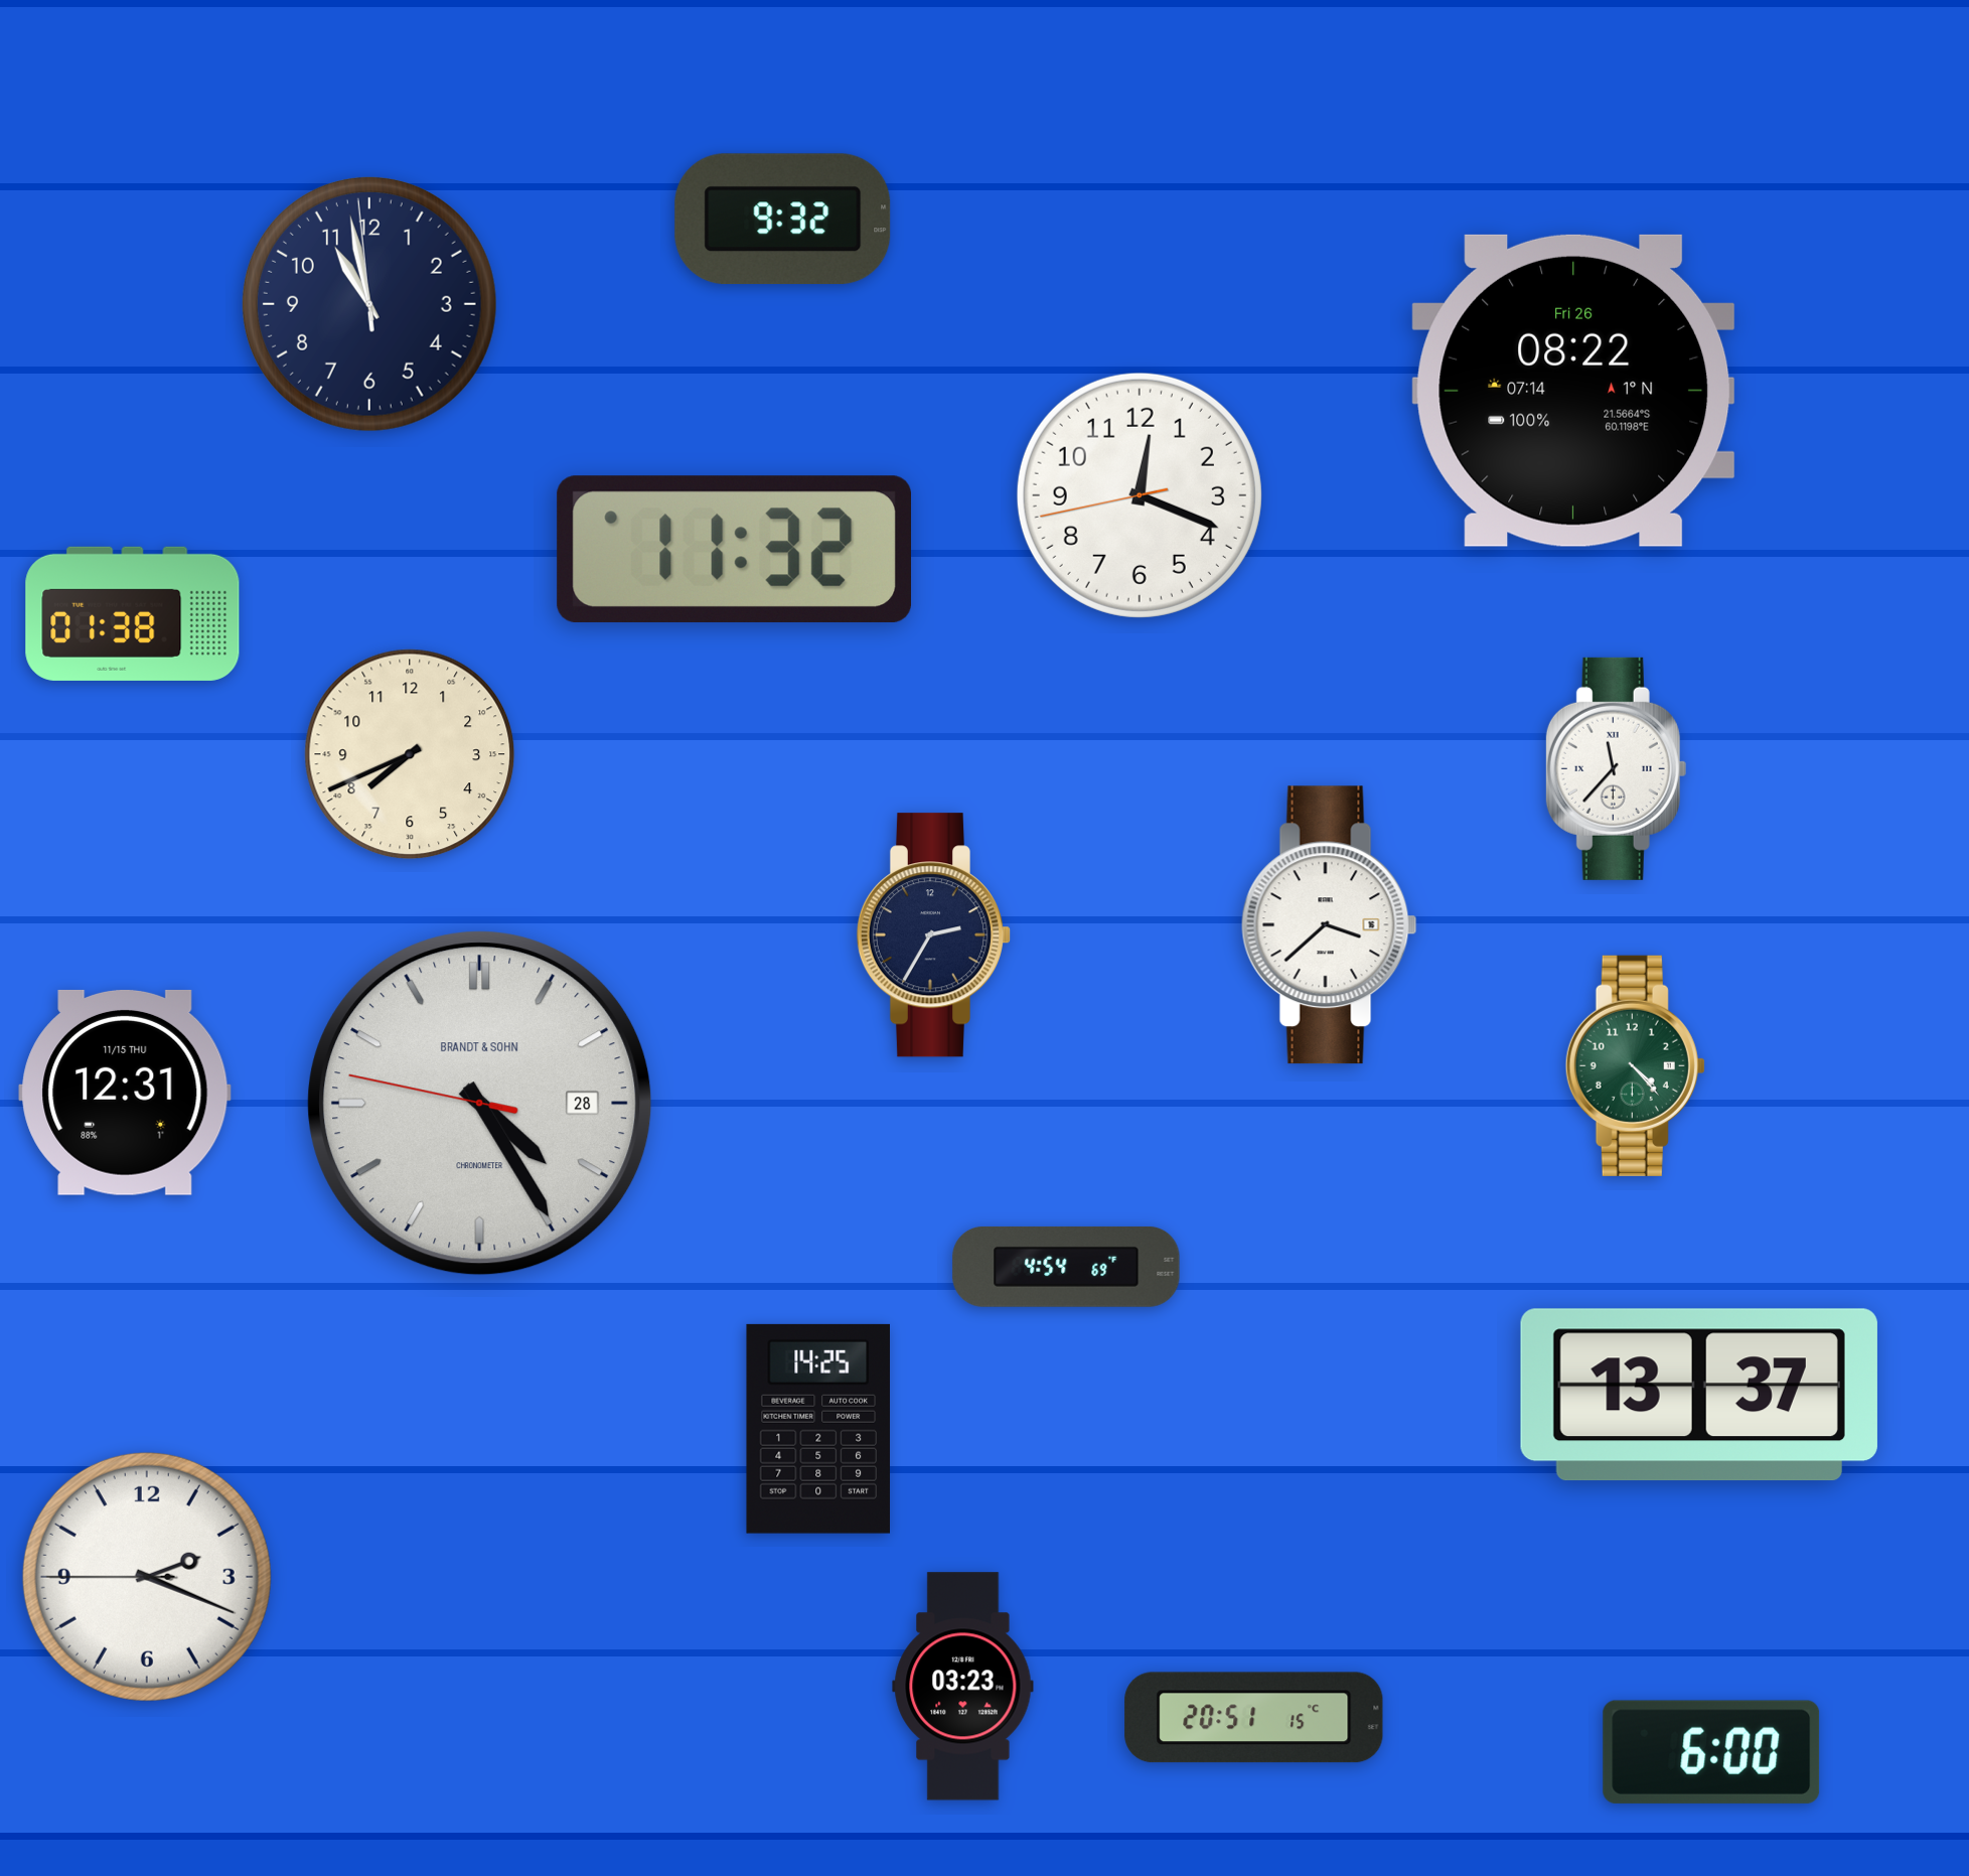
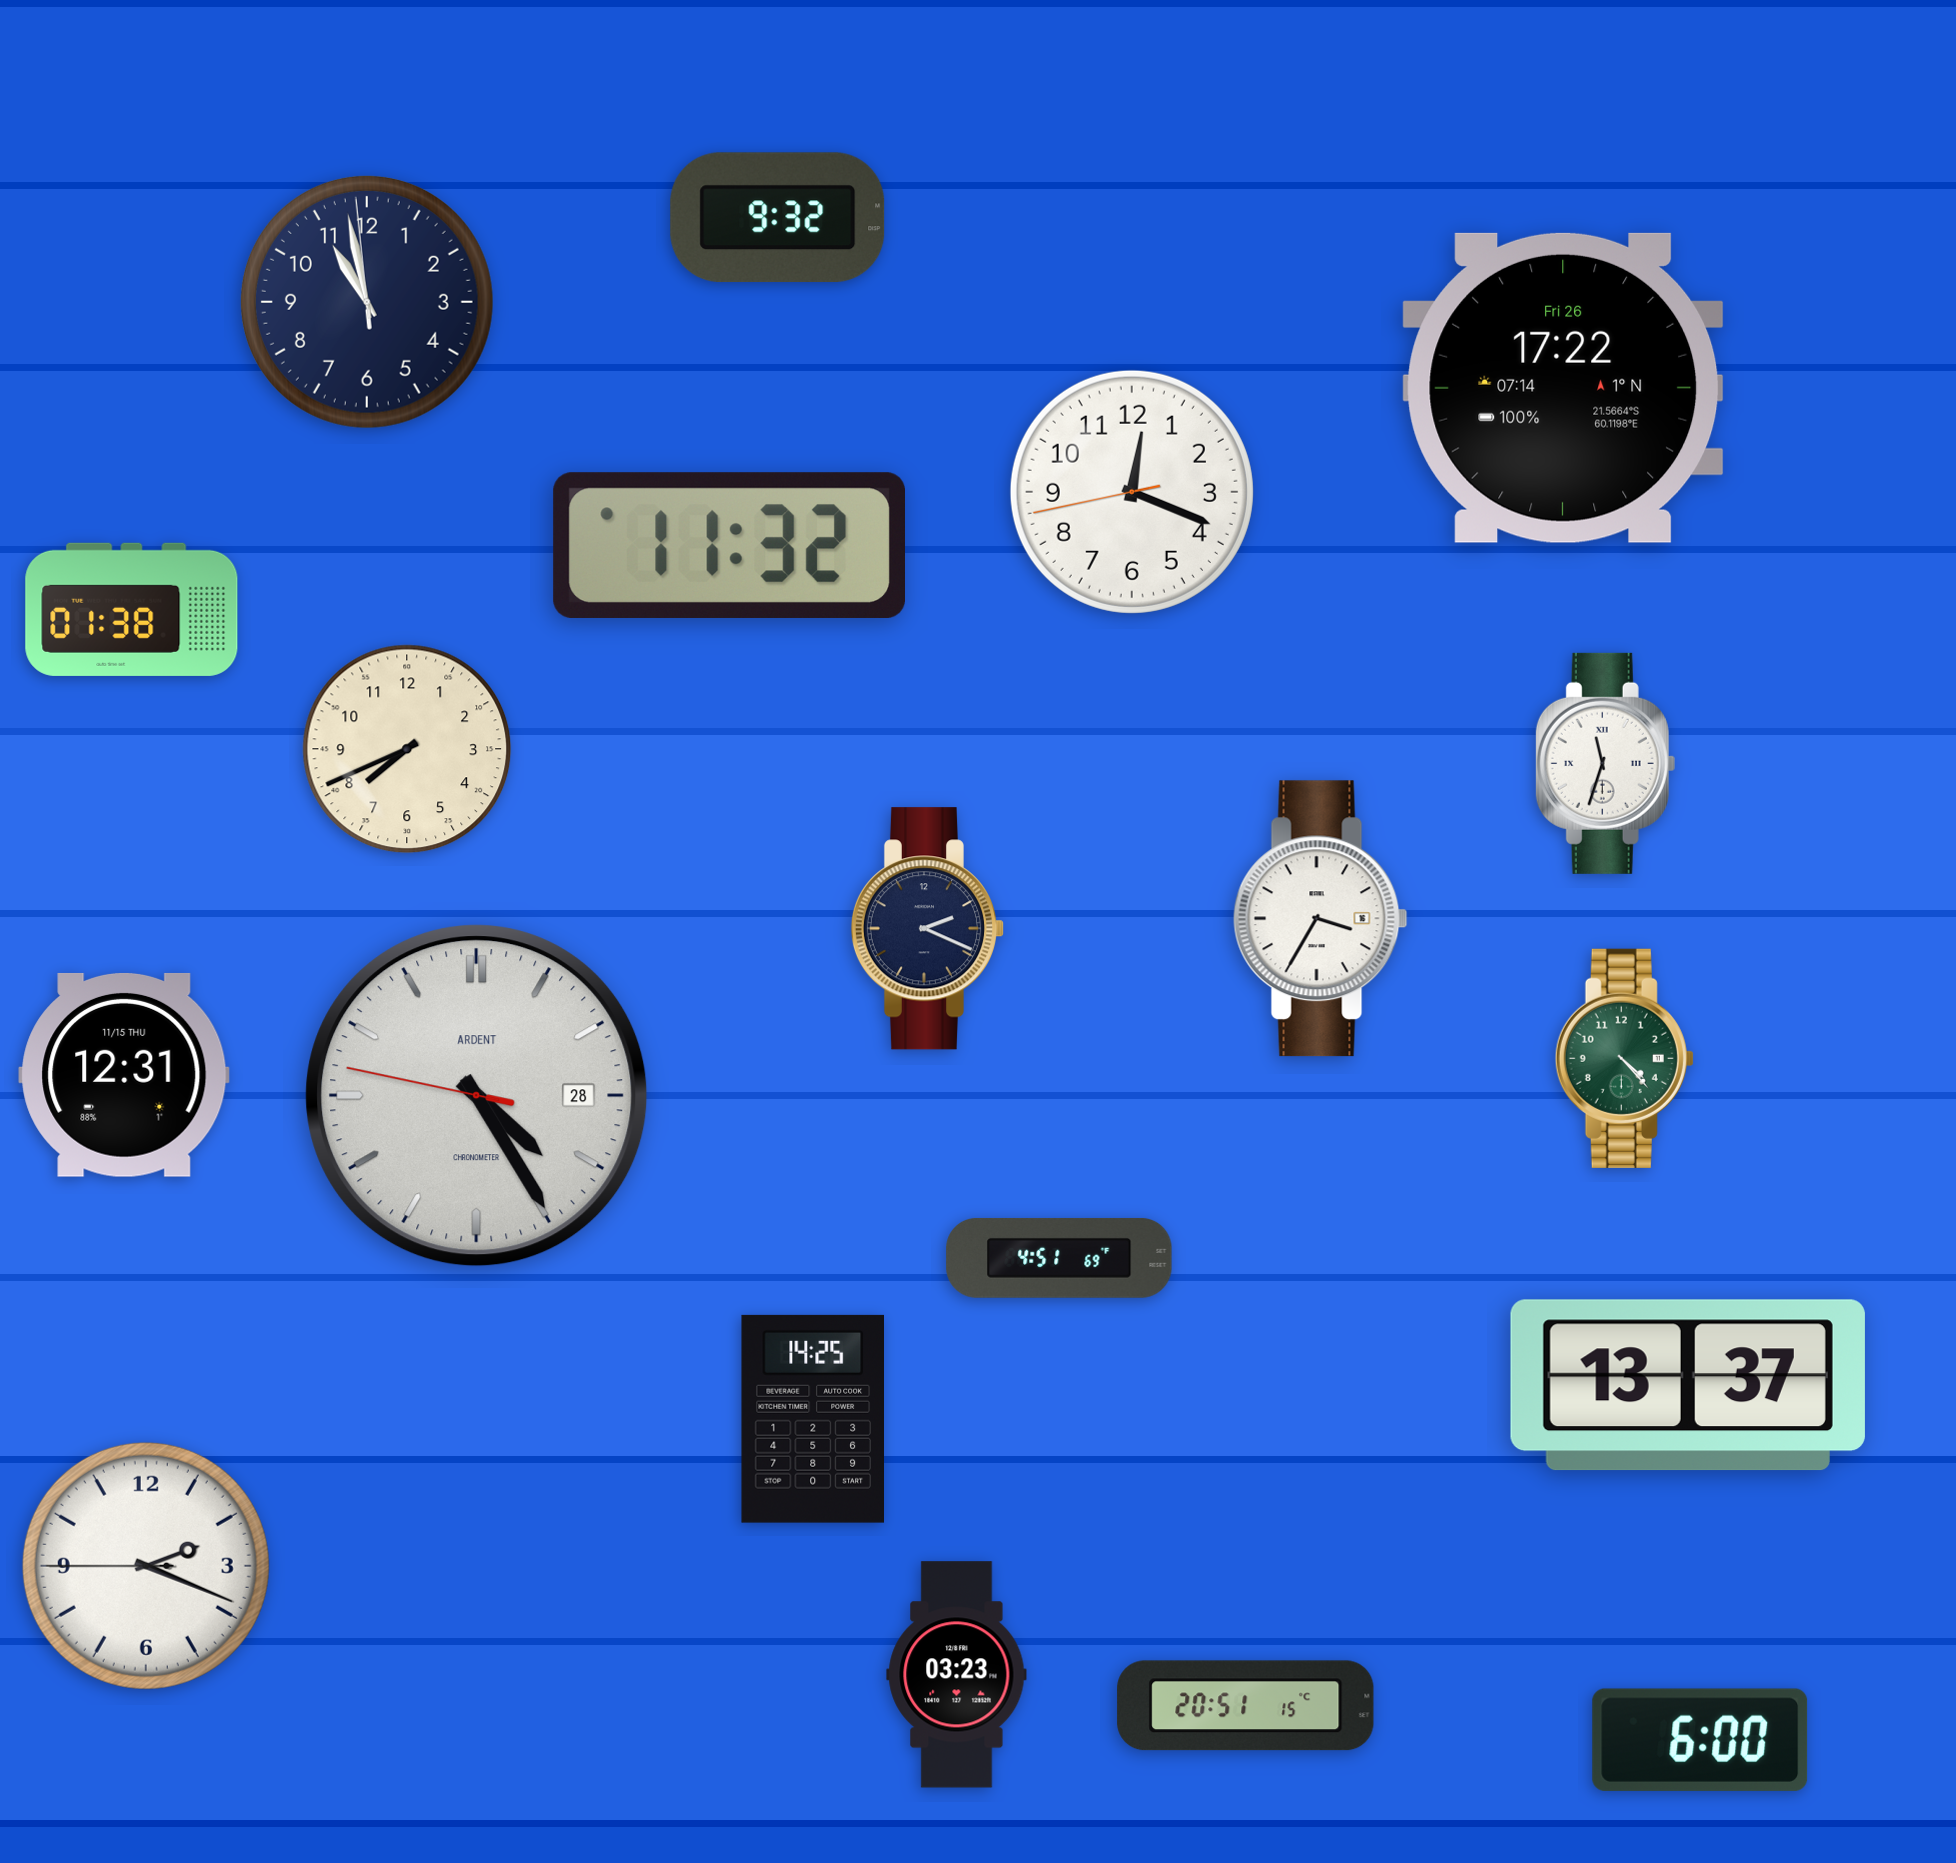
clock at (1573, 391): 08:22 -> 17:22
clock at (1617, 768): 11:37 -> 11:33
clock at (1329, 925): 3:38 -> 3:35
clock at (933, 935): 2:35 -> 2:19
clock at (125, 1093) position: (125, 1093) -> (124, 1075)
clock at (480, 1104) brand: BRANDT & SOHN -> ARDENT
clock at (1066, 1267): 4:54 -> 4:51
